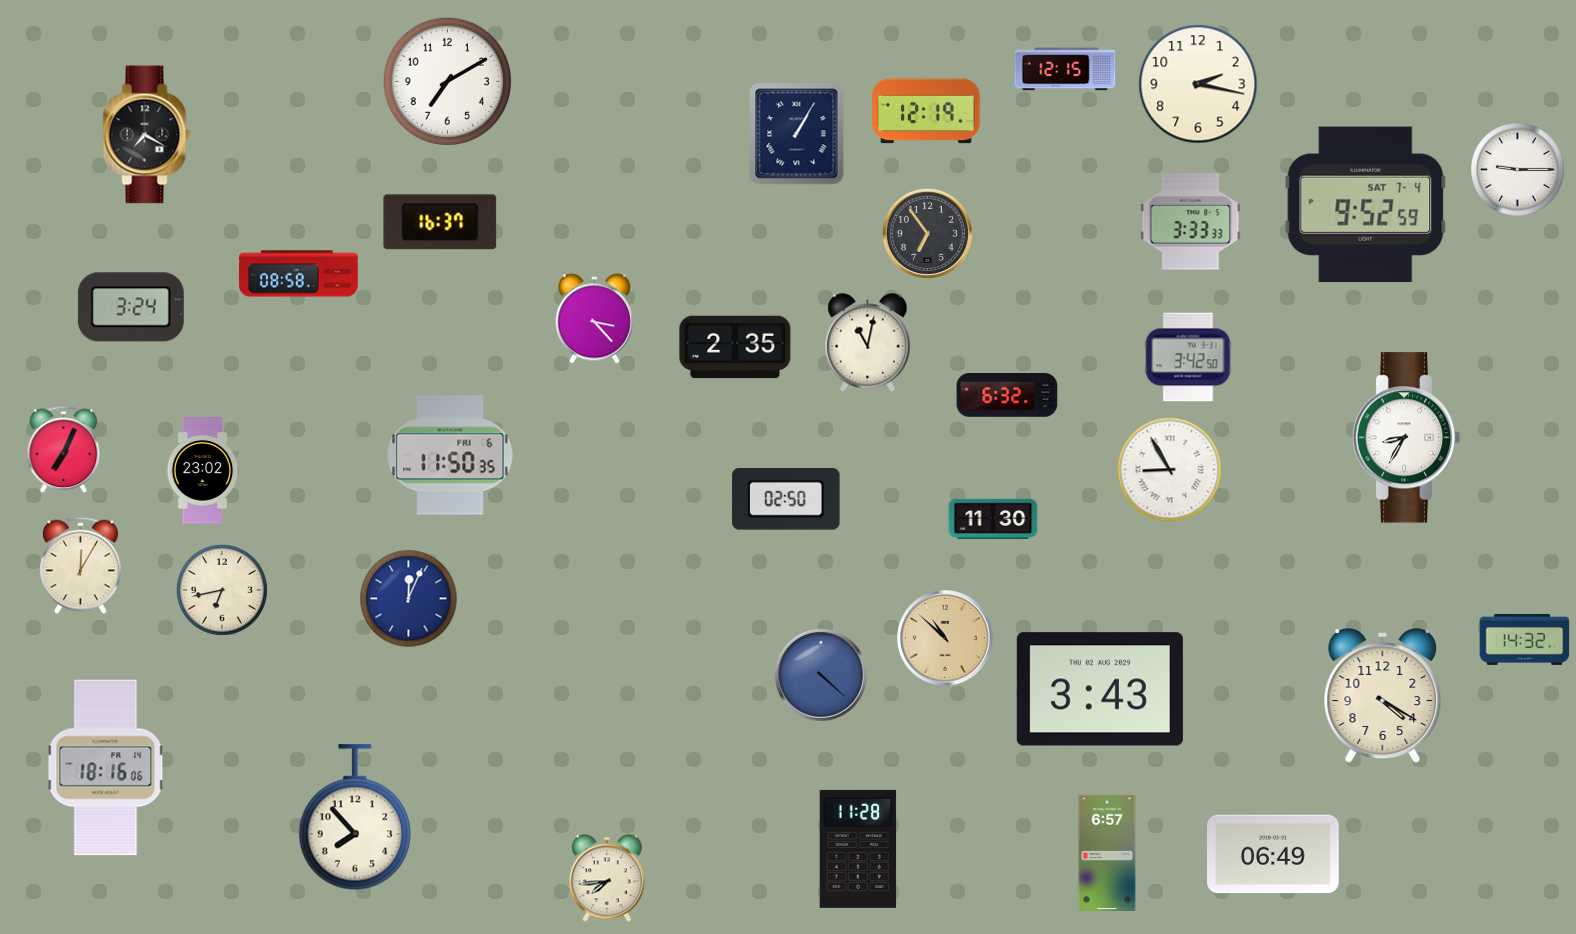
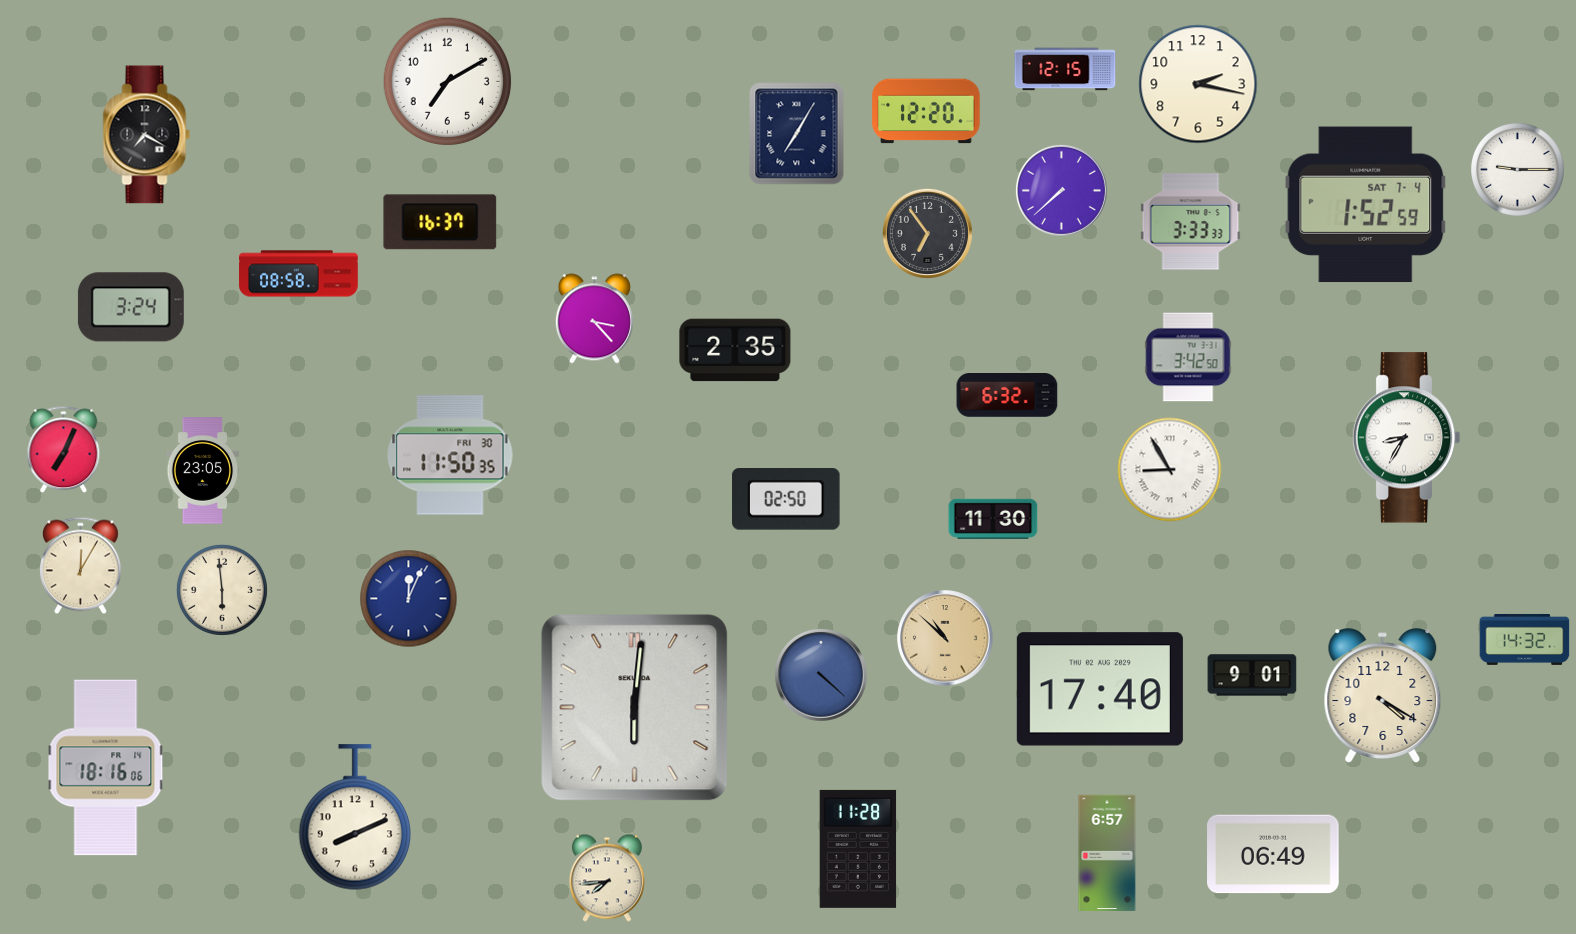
clock at (926, 111): 12:19 -> 12:20
clock at (797, 134): 1:05 -> 7:05
clock at (1061, 190): none -> 7:38
clock at (1366, 205): 9:52 -> 1:52
clock at (868, 343): 11:02 -> none
clock at (735, 347) position: (735, 347) -> (735, 350)
clock at (450, 455) date: FRI 6 -> FRI 30
clock at (203, 471): 23:02 -> 23:05
clock at (222, 590): 6:43 -> 5:59
clock at (1252, 675): none -> 9:01
clock at (1100, 689): 3:43 -> 17:40
clock at (635, 708): none -> 6:01
clock at (355, 817): 7:53 -> 8:11
